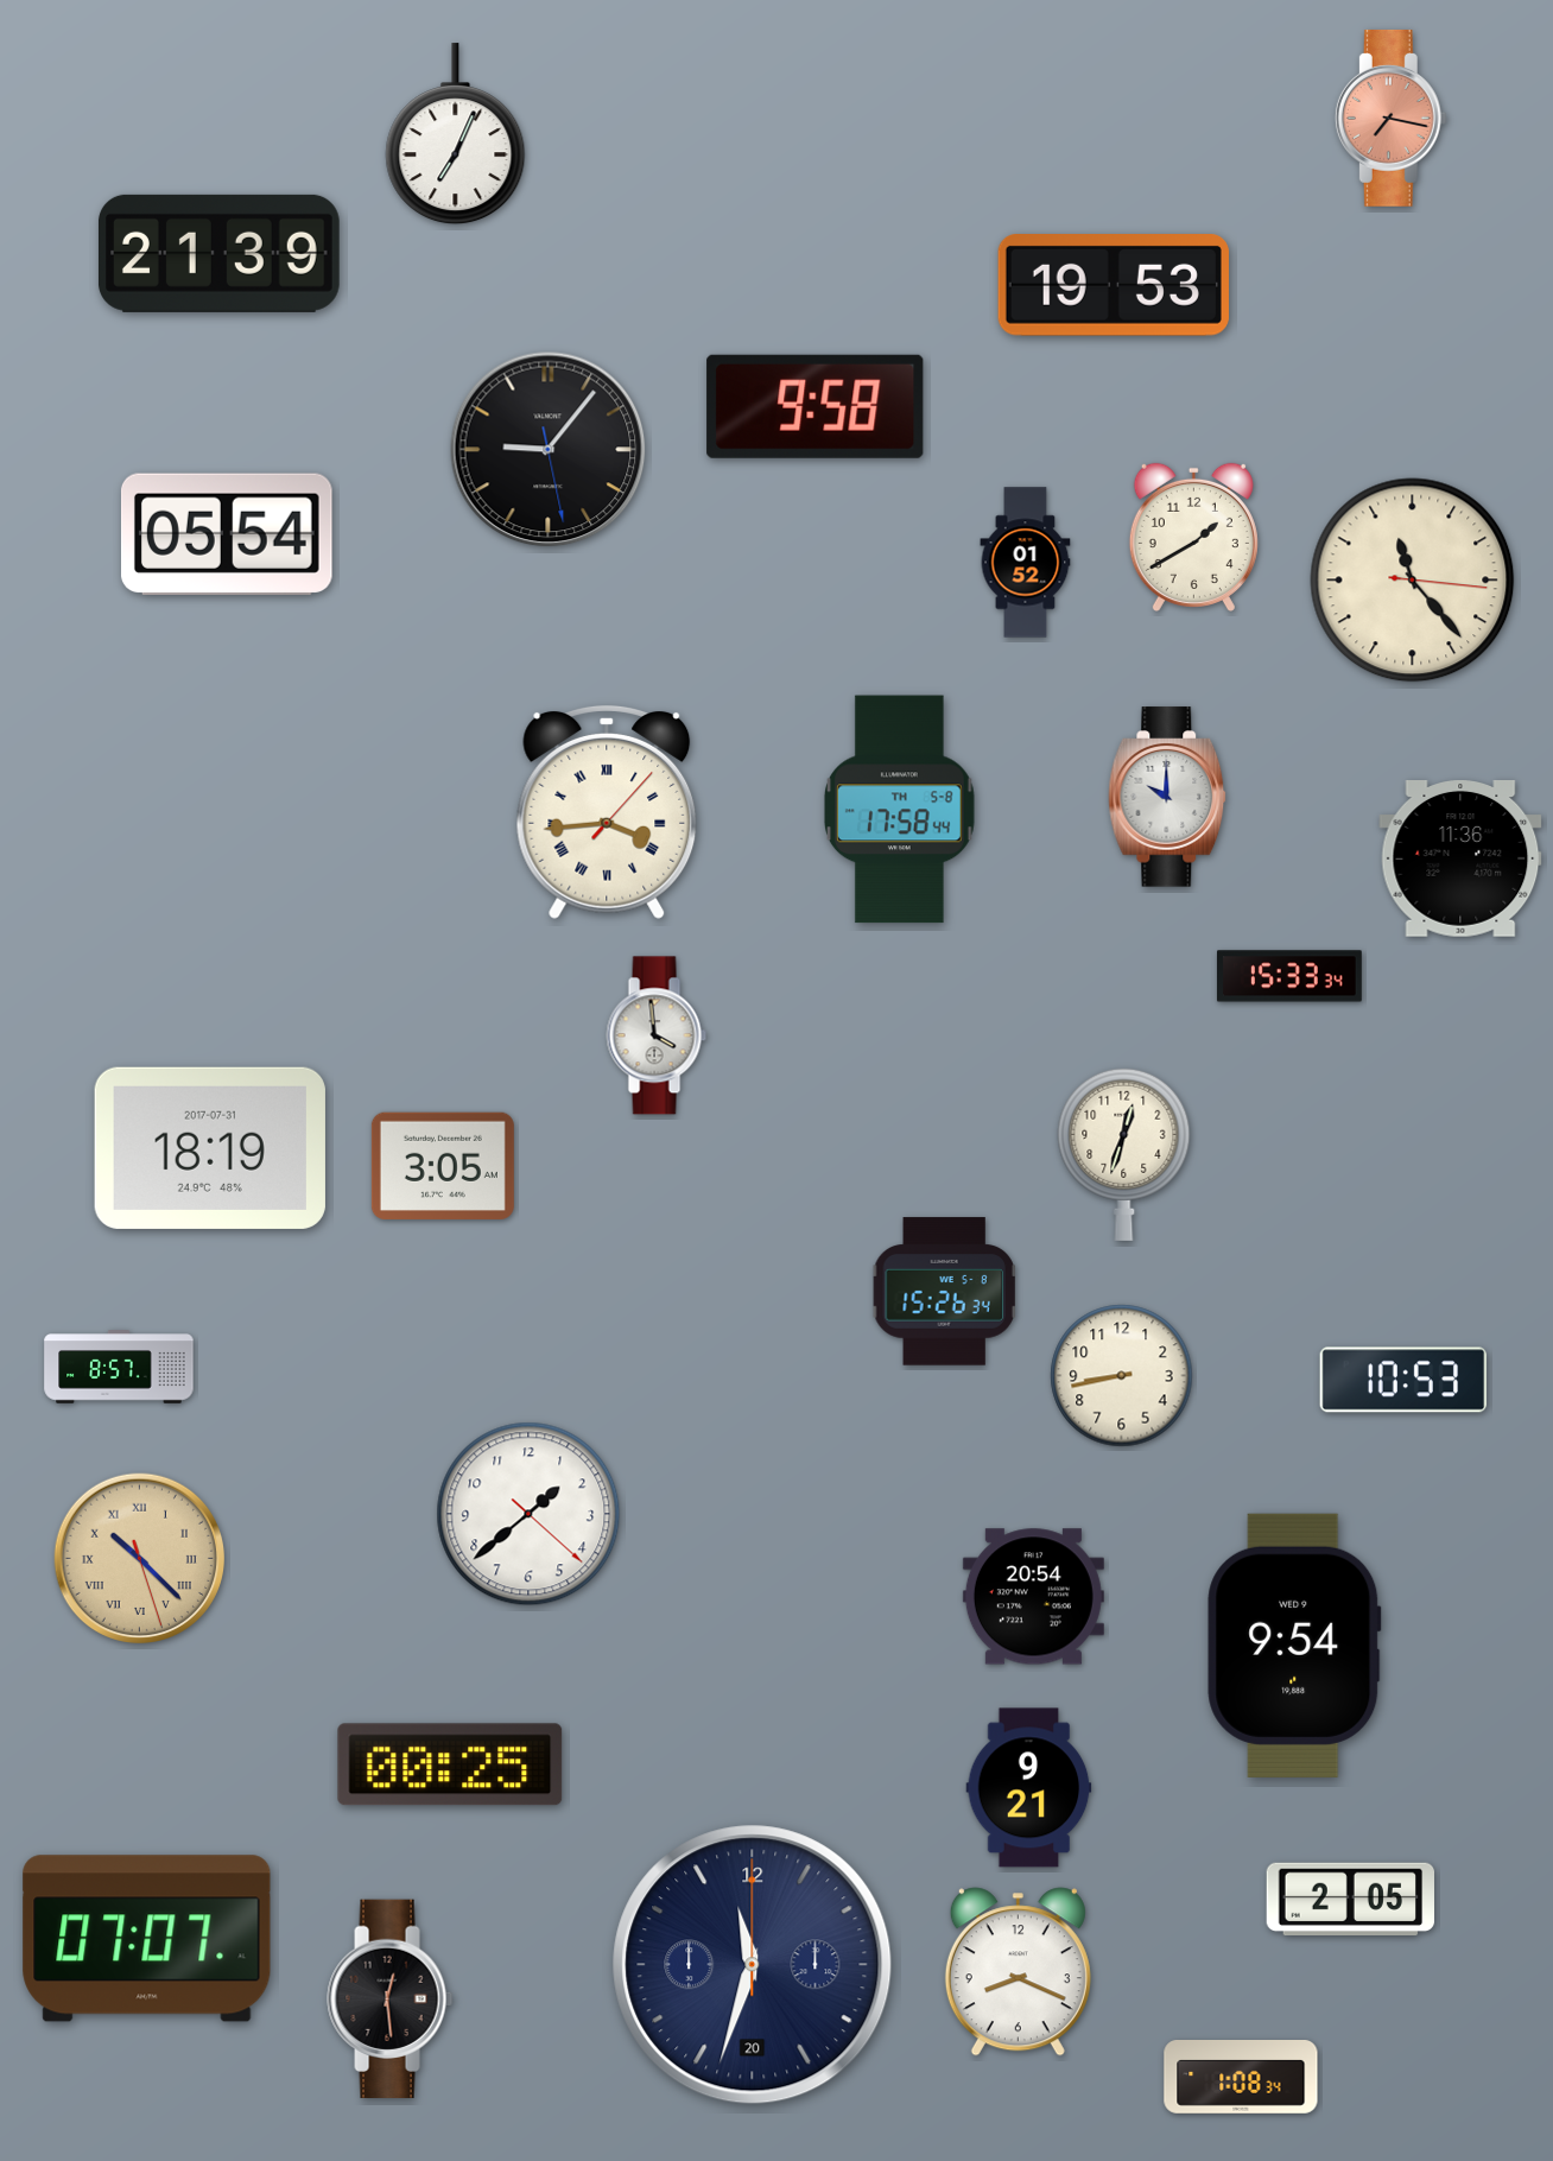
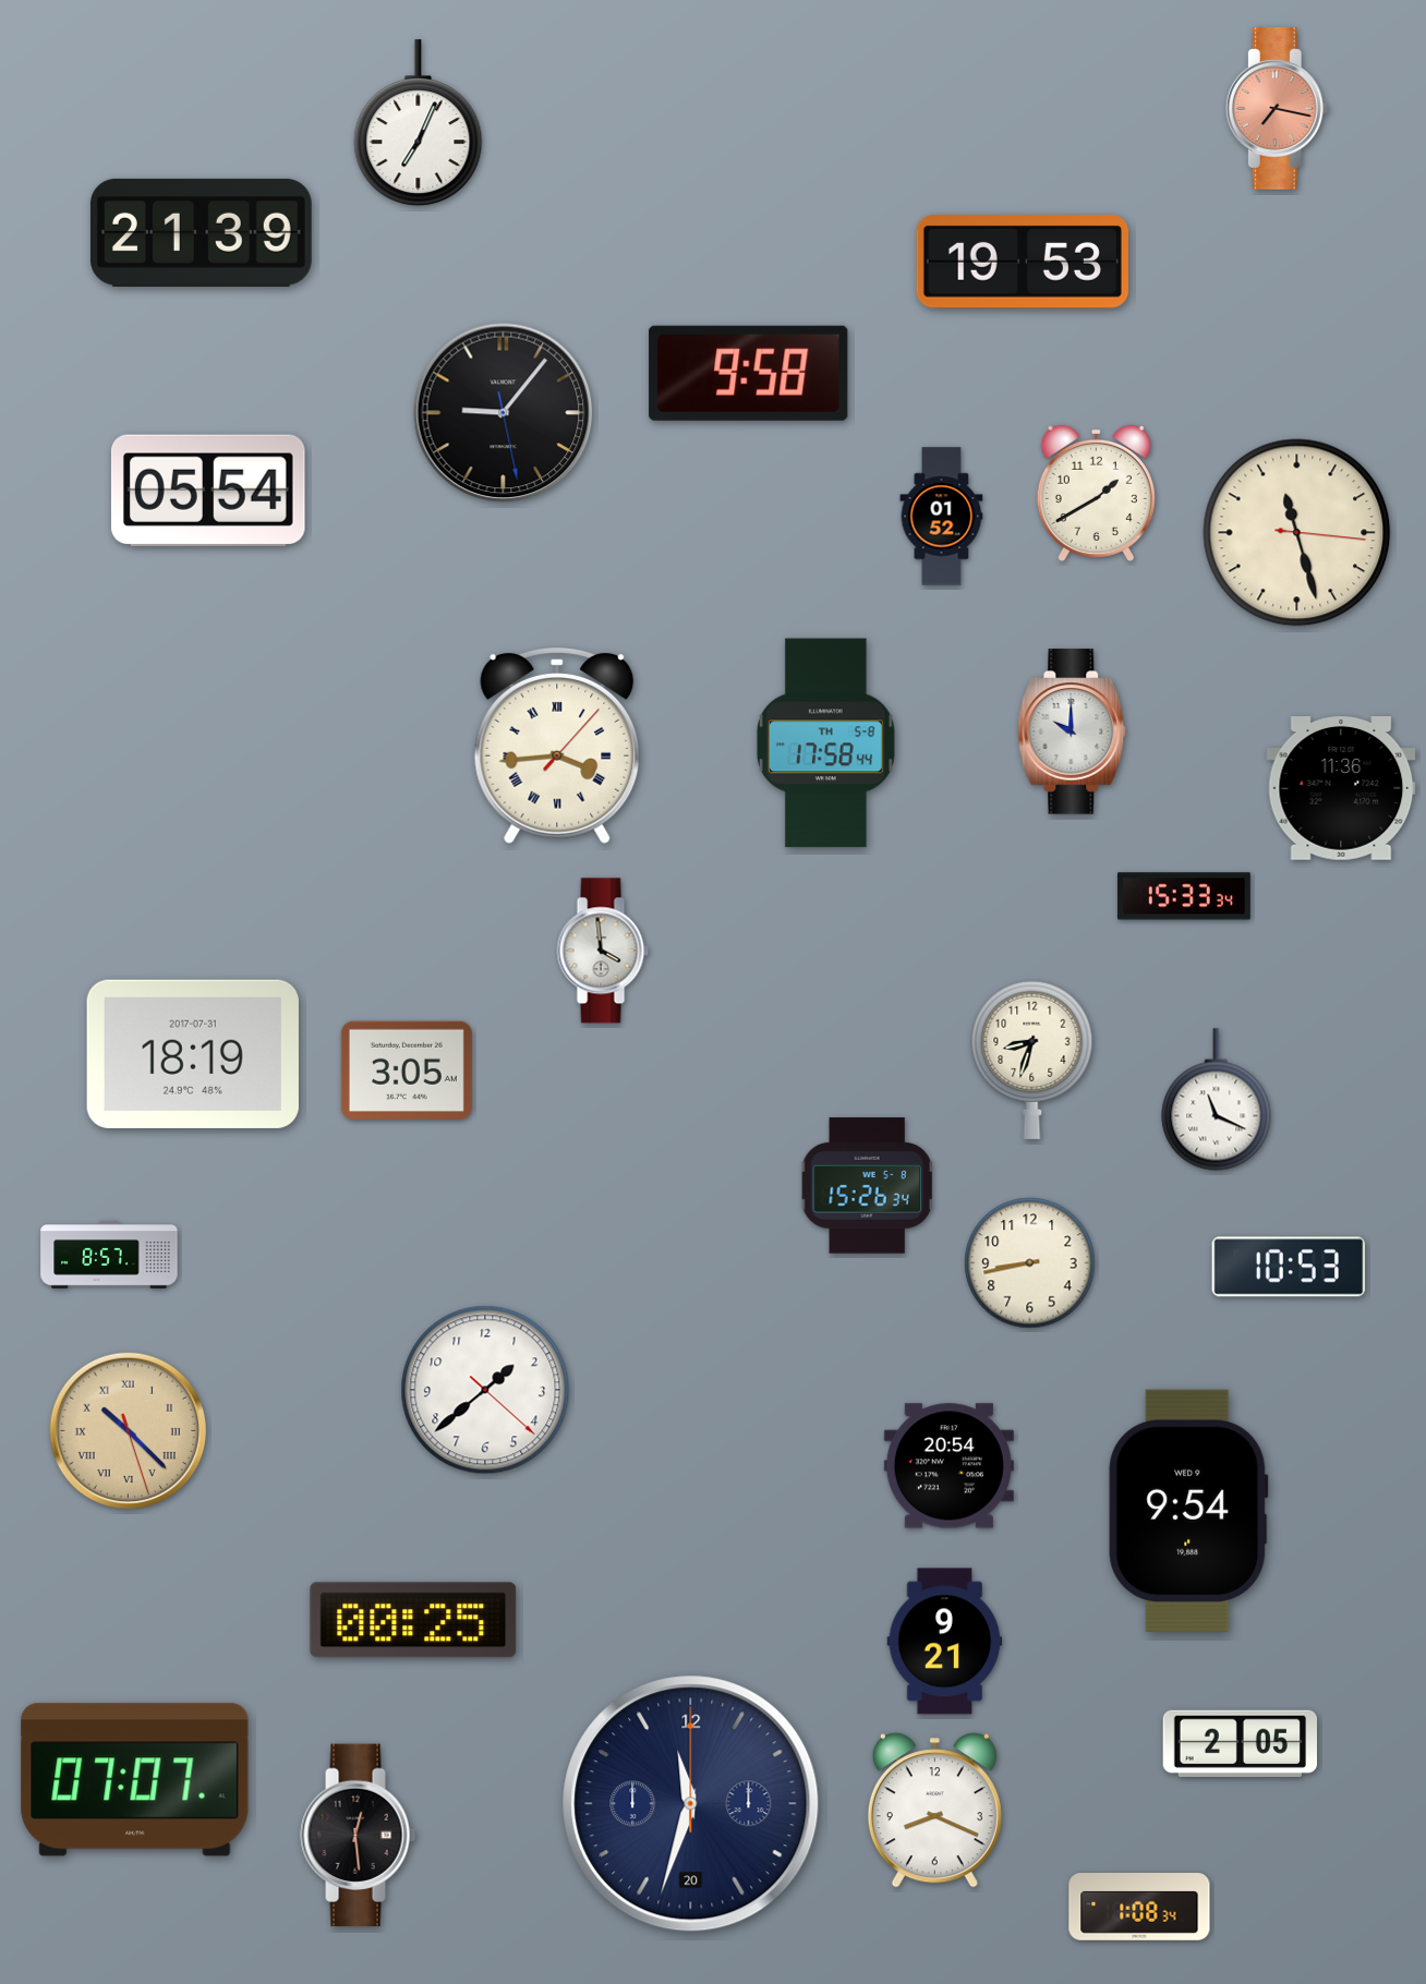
clock at (1413, 581): 11:23 -> 11:27
clock at (1124, 1154): 12:33 -> 8:33
clock at (1217, 1100): none -> 11:19
